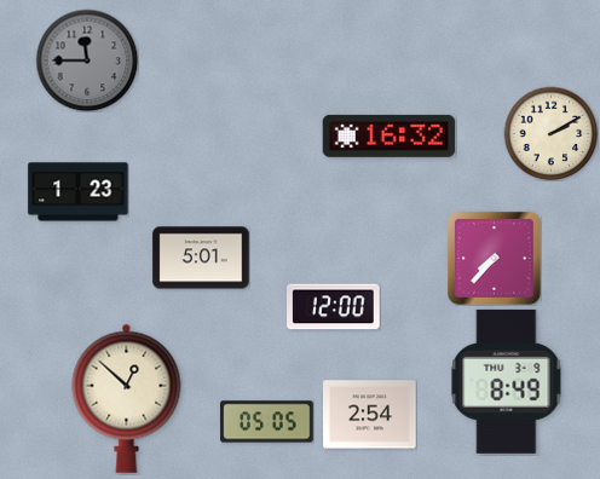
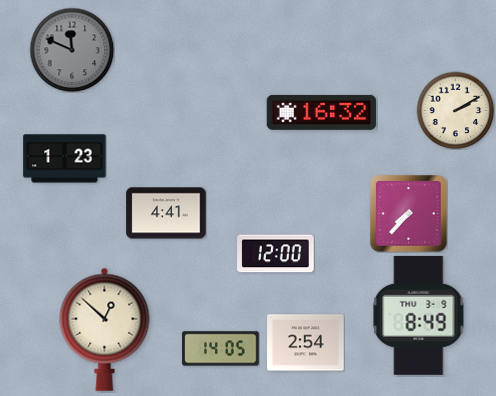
clock at (87, 60): 11:45 -> 11:49
clock at (201, 258): 5:01 -> 4:41
clock at (267, 422): 05:05 -> 14:05
